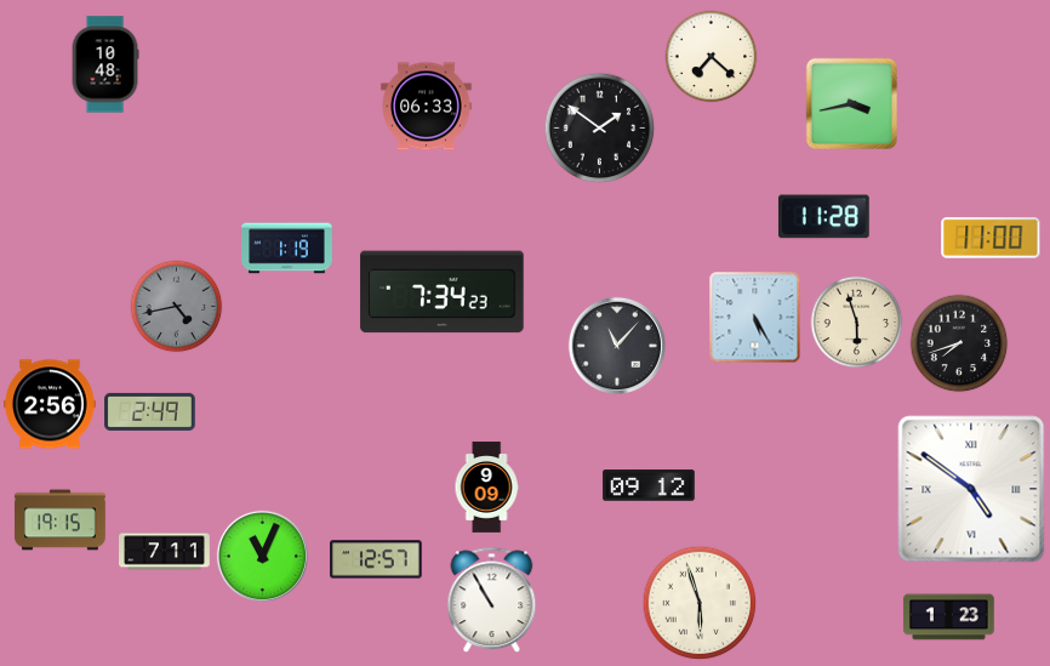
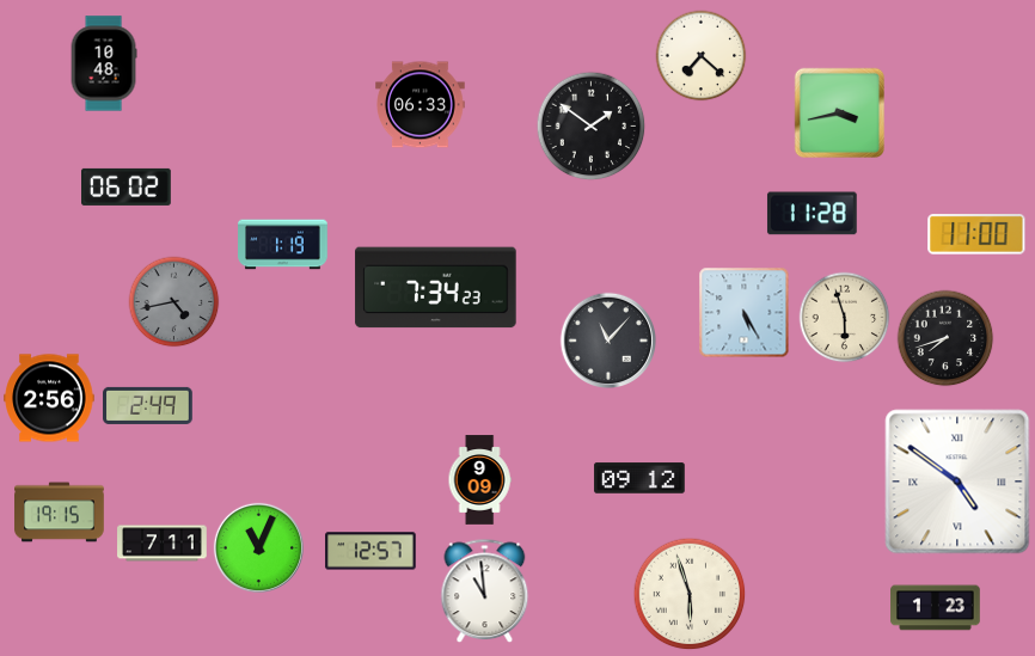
clock at (852, 104) position: (852, 104) -> (840, 114)
clock at (127, 186): none -> 06:02
clock at (492, 600): 10:55 -> 10:59
